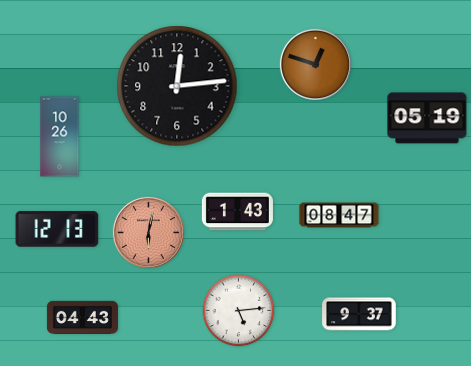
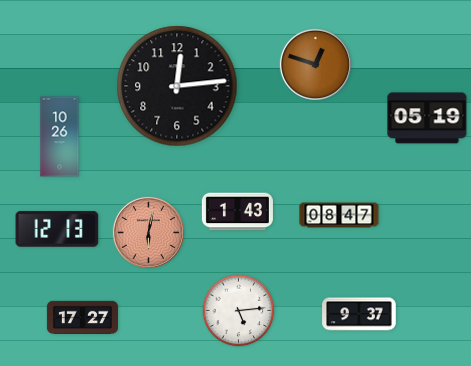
clock at (82, 317): 04:43 -> 17:27
